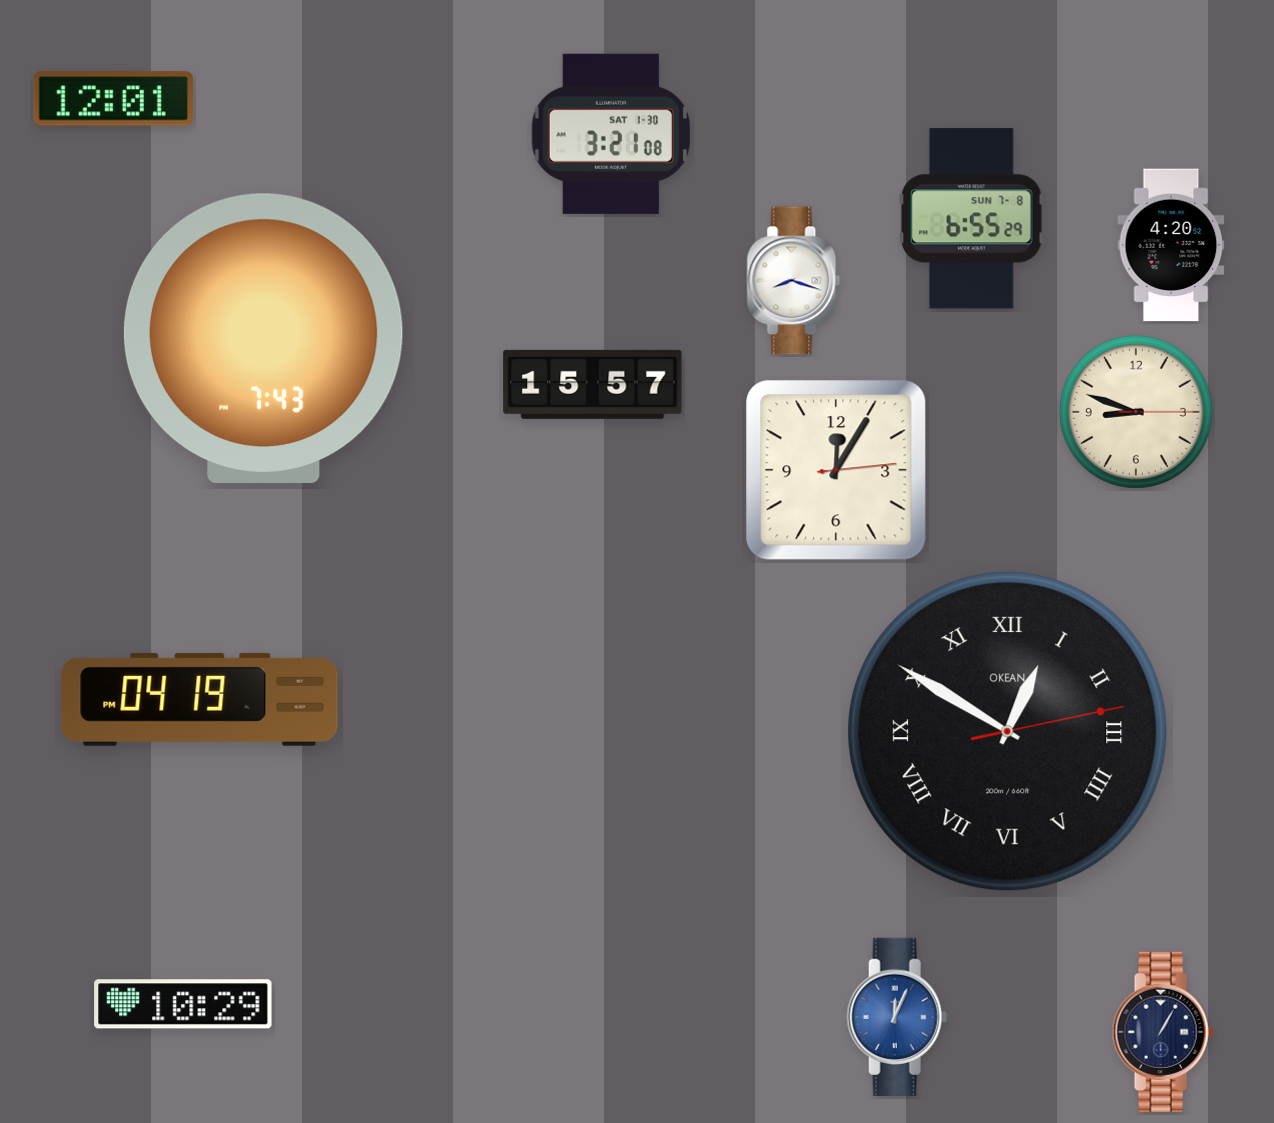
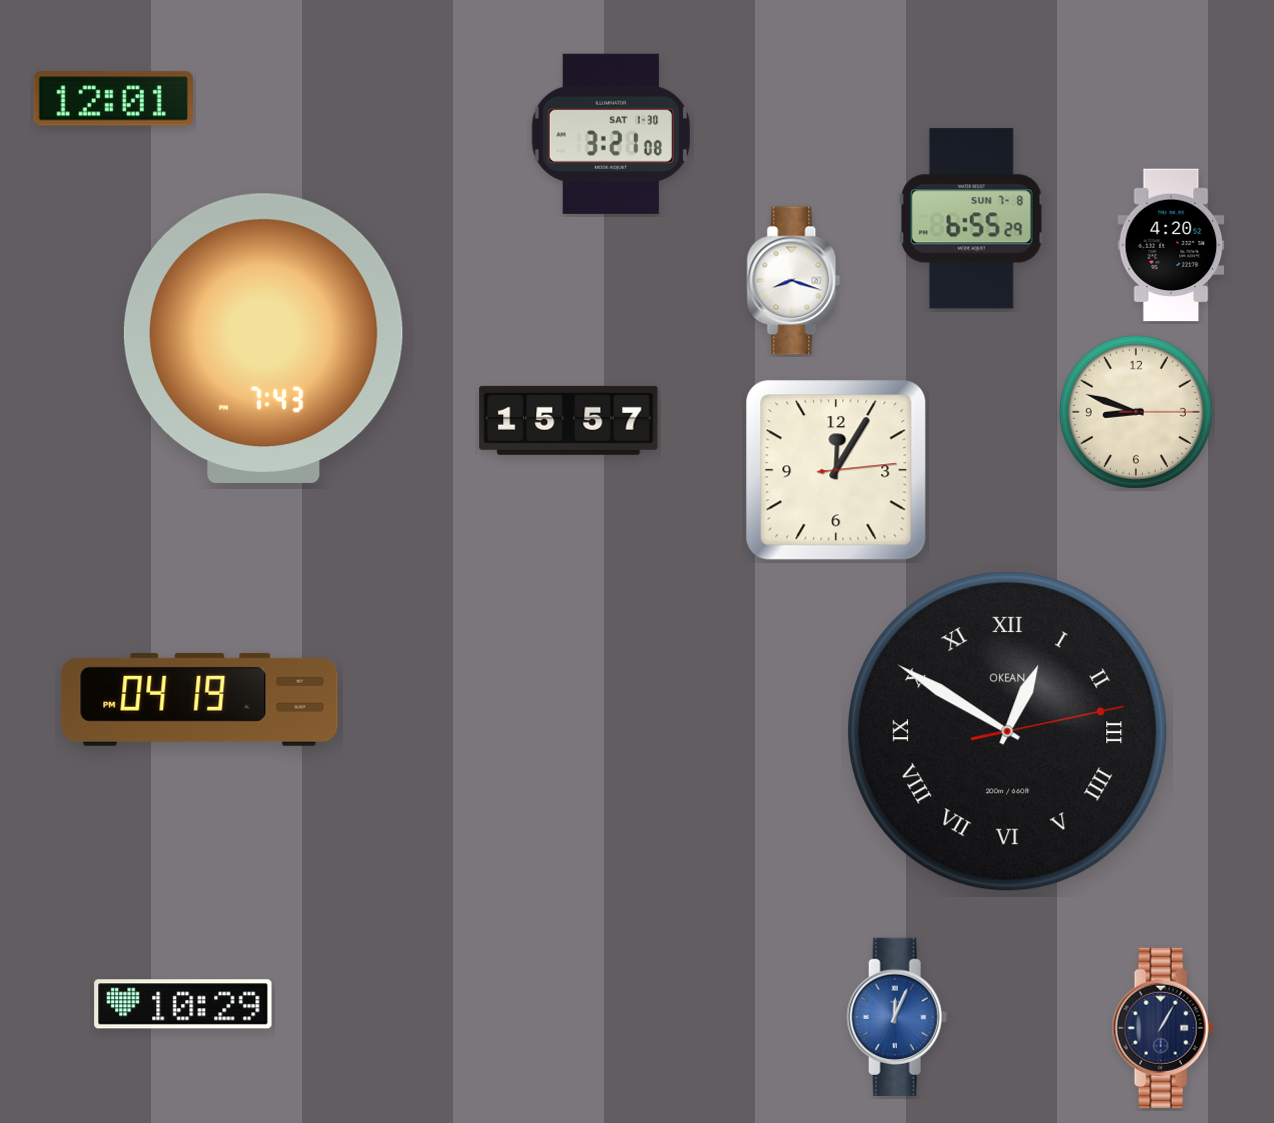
clock at (593, 384) position: (593, 384) -> (569, 420)
clock at (1163, 1032) position: (1163, 1032) -> (1163, 1028)
